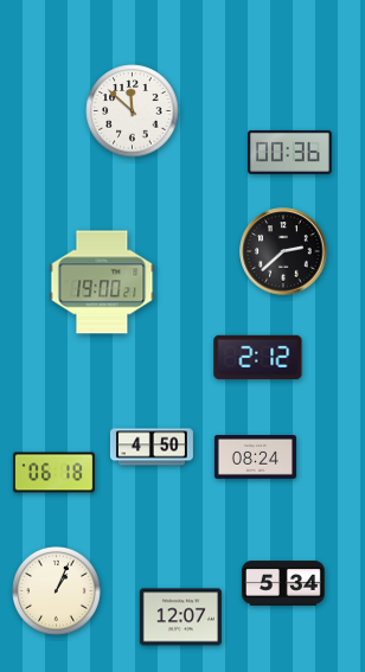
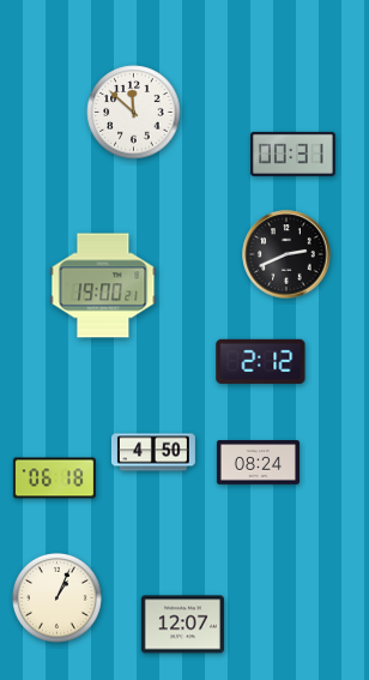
clock at (290, 152): 00:36 -> 00:31
clock at (283, 251): 2:38 -> 2:41
clock at (283, 583): 5:34 -> none
